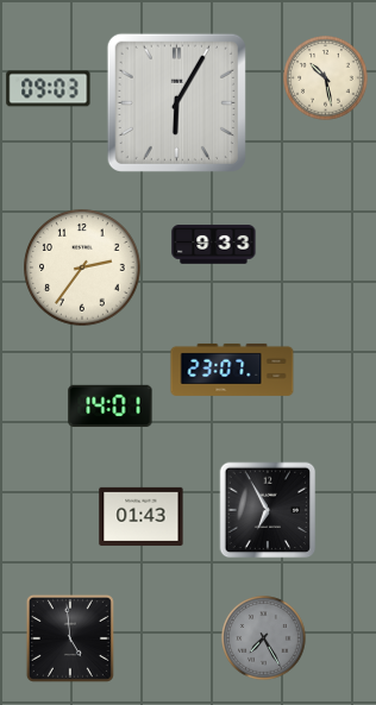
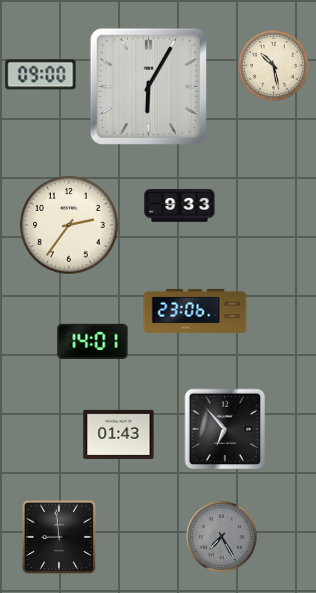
clock at (49, 89): 09:03 -> 09:00
clock at (232, 370): 23:07 -> 23:06
clock at (268, 510): 6:55 -> 6:53
clock at (70, 638): 4:59 -> 8:59
